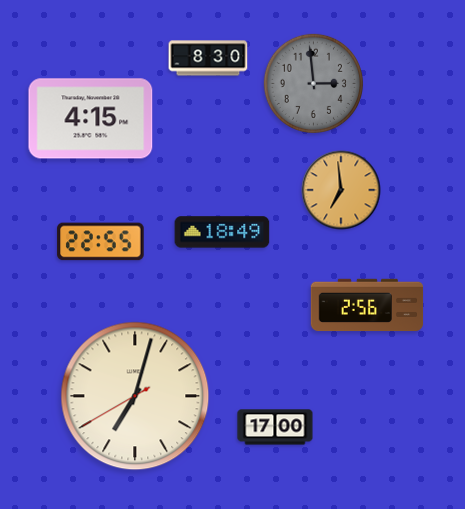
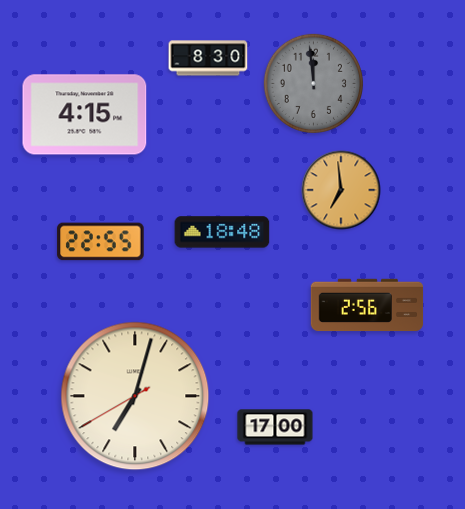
clock at (313, 83): 2:59 -> 11:59
clock at (91, 119) position: (91, 119) -> (85, 115)
clock at (222, 232): 18:49 -> 18:48
